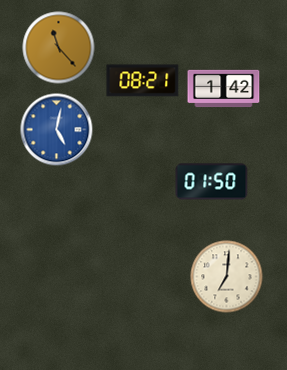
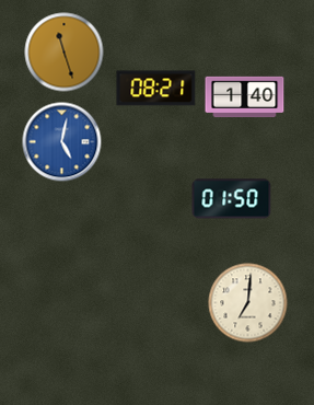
clock at (59, 48): 11:23 -> 11:27
clock at (224, 89): 1:42 -> 1:40
